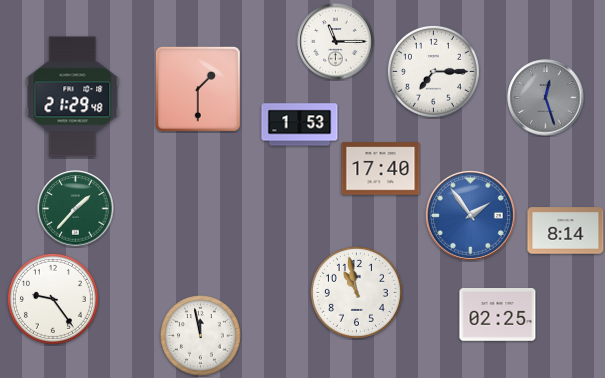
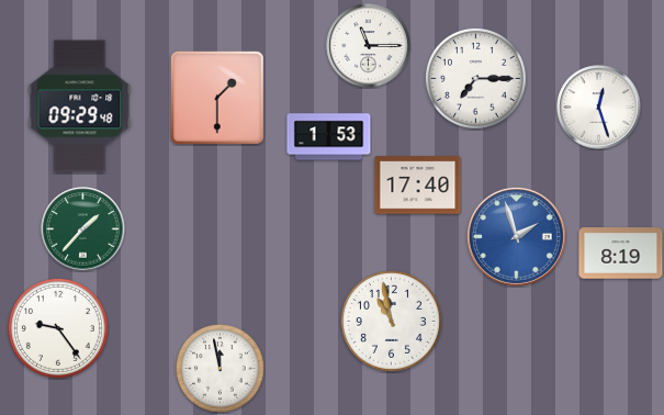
clock at (73, 97): 21:29 -> 09:29
clock at (546, 98) dial: grey -> white
clock at (470, 215): 1:54 -> 1:57
clock at (566, 231): 8:14 -> 8:19
clock at (498, 315): 02:25 -> none
